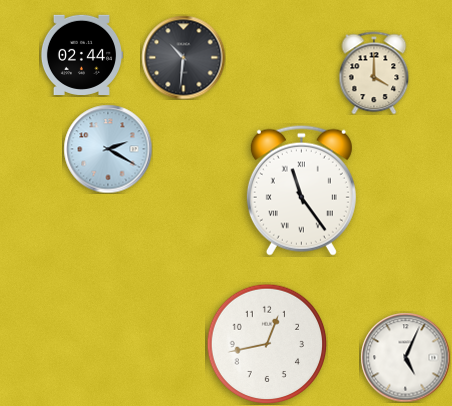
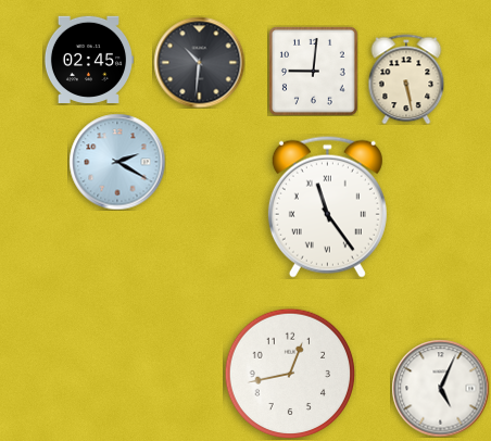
clock at (81, 54): 02:44 -> 02:45
clock at (313, 71): none -> 9:01
clock at (374, 73): 4:00 -> 5:28
